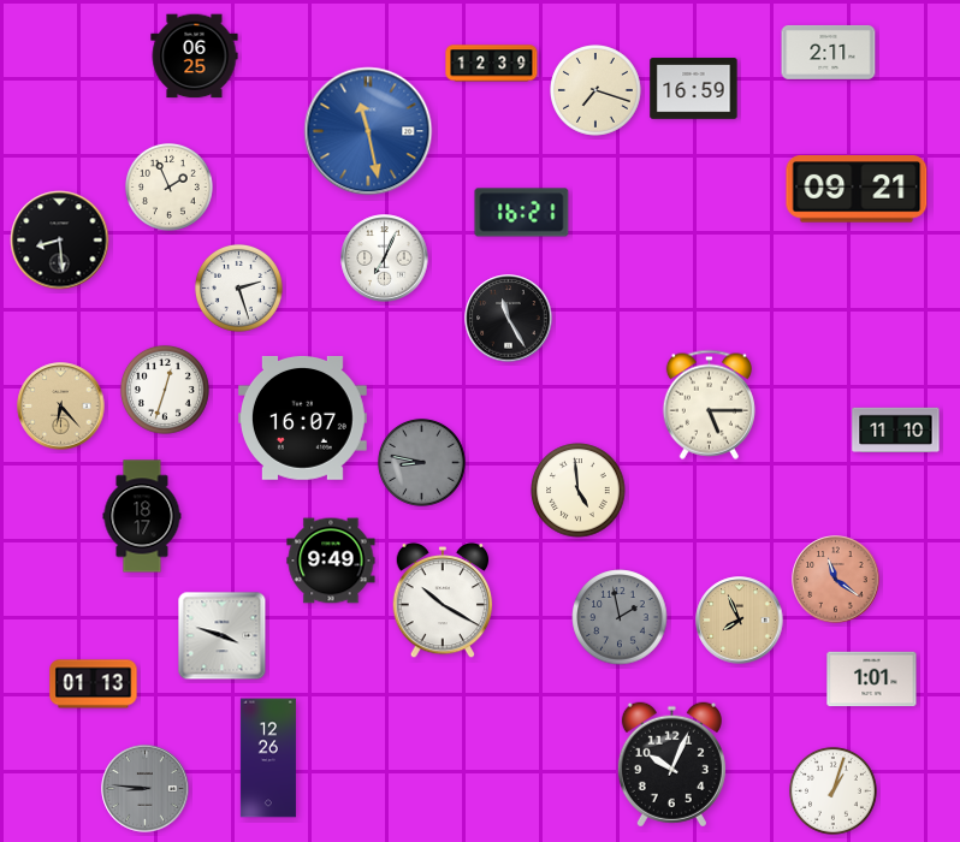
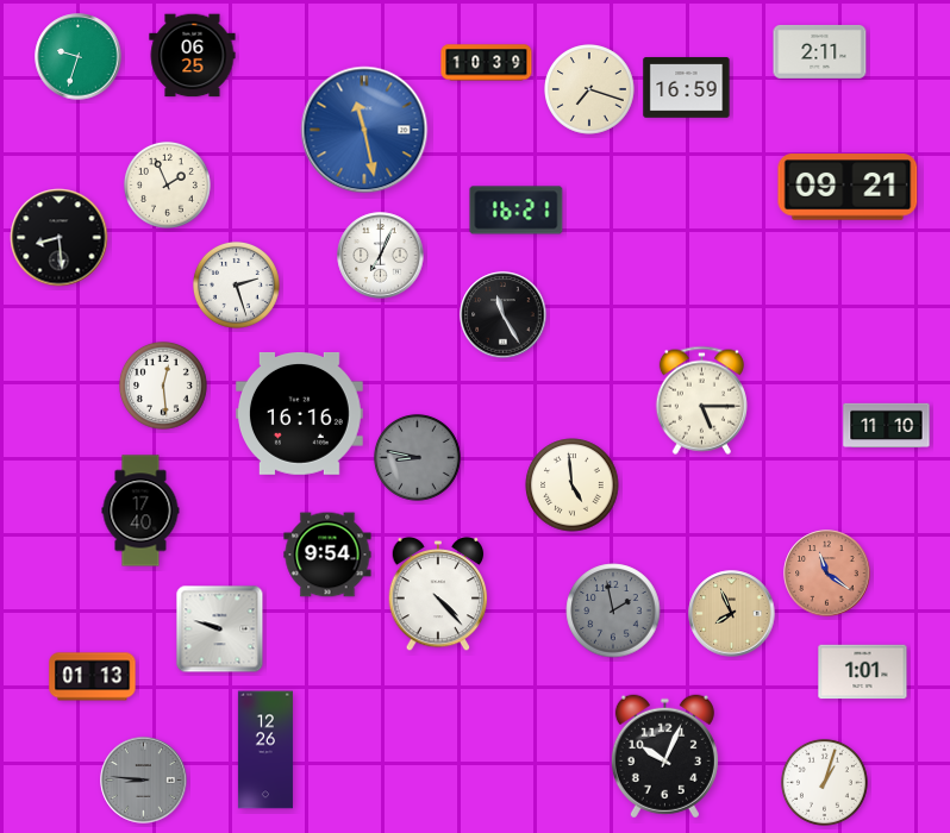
clock at (79, 57): none -> 9:33
clock at (492, 64): 12:39 -> 10:39
clock at (165, 390): 12:33 -> 12:29
clock at (61, 407): 6:23 -> none
clock at (302, 417): 16:07 -> 16:16
clock at (142, 516): 18:17 -> 17:40
clock at (331, 561): 9:49 -> 9:54
clock at (443, 600): 10:20 -> 4:23
clock at (223, 636): 3:48 -> 9:48
